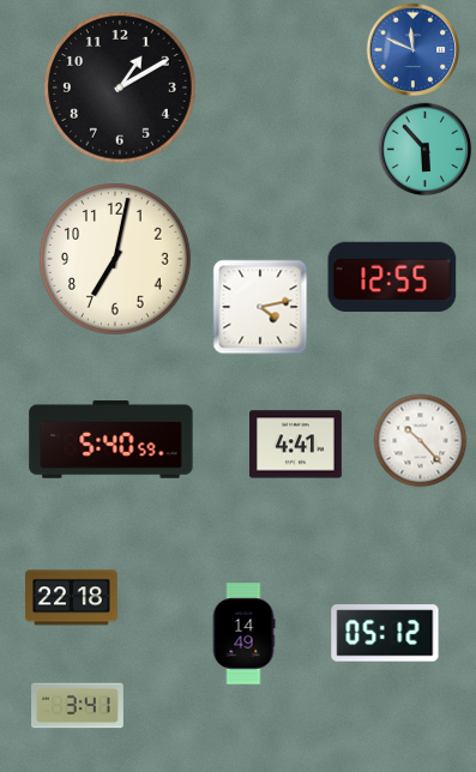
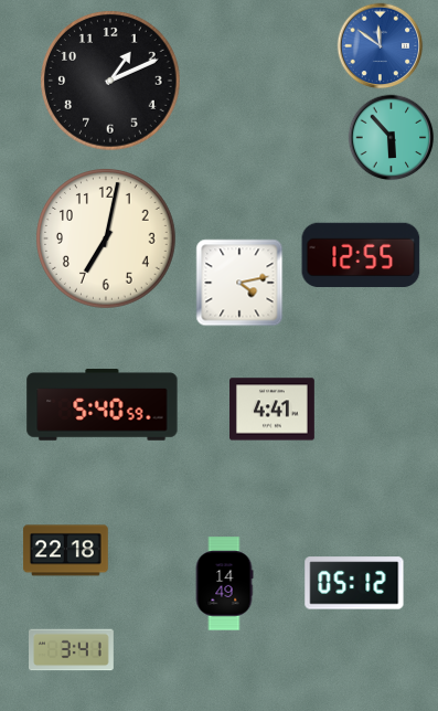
clock at (412, 49): 11:49 -> 11:51
clock at (120, 88): 1:10 -> 1:11
clock at (420, 440): 10:23 -> none
